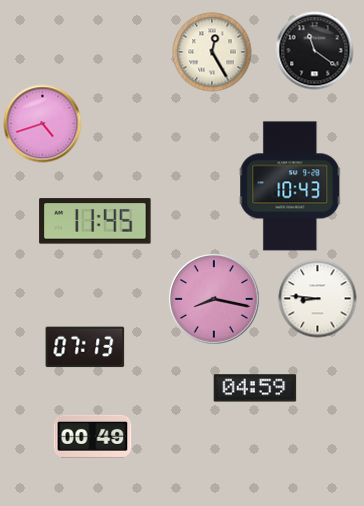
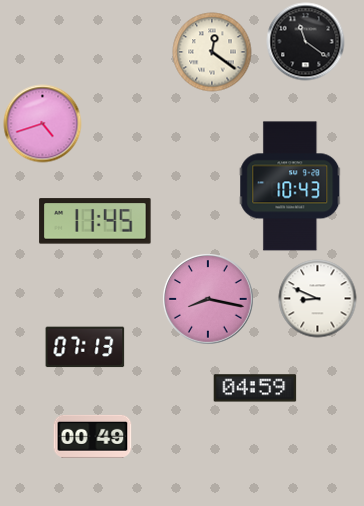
clock at (314, 50) position: (314, 50) -> (305, 41)
clock at (212, 52): 12:25 -> 12:21
clock at (317, 298): 8:46 -> 8:49
clock at (214, 299) position: (214, 299) -> (208, 299)
